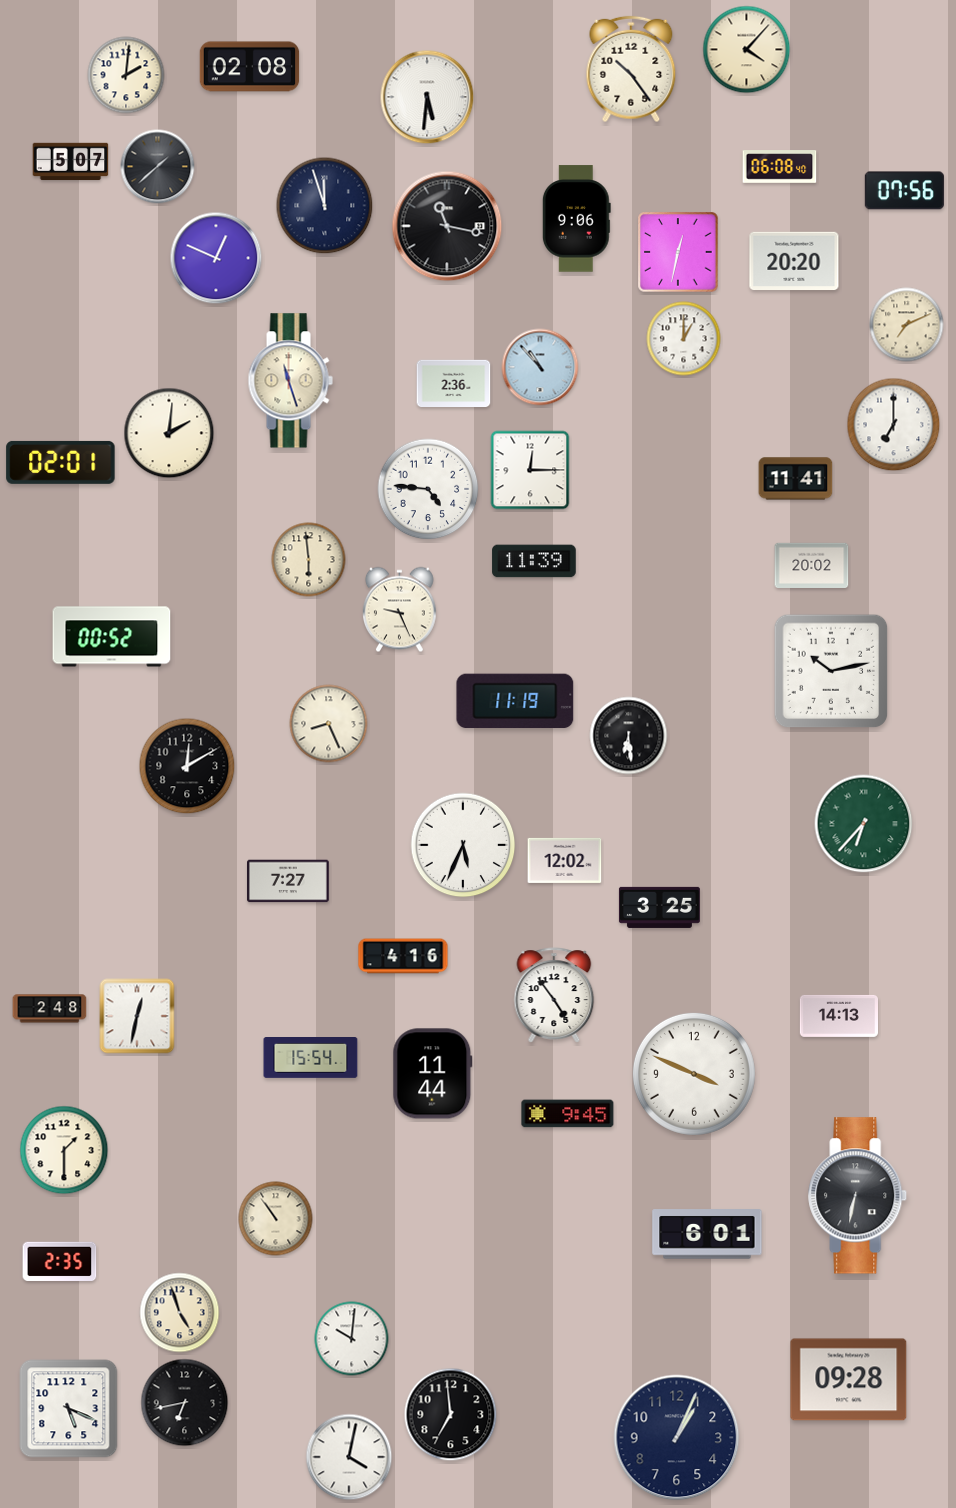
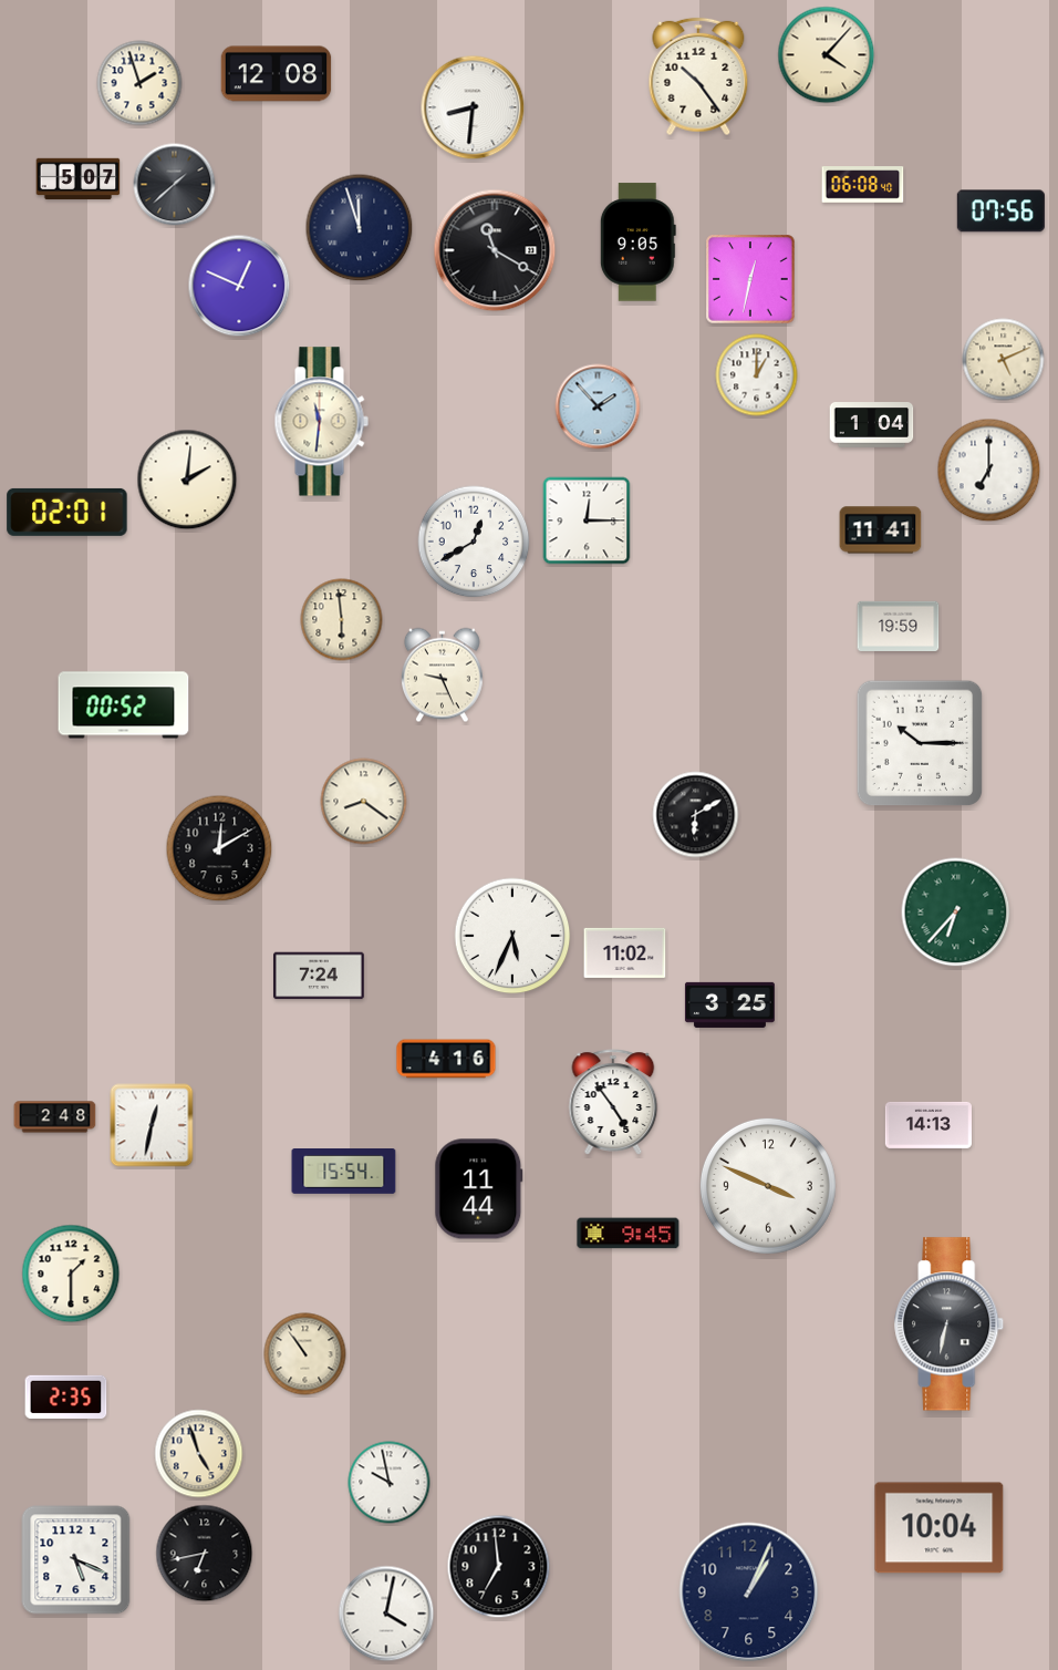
clock at (250, 67): 02:08 -> 12:08
clock at (126, 75): 2:01 -> 1:57
clock at (427, 97): 5:31 -> 8:31
clock at (576, 219): 9:06 -> 9:05
clock at (447, 226): 11:17 -> 11:20
clock at (794, 261): 20:20 -> none
clock at (907, 325): 7:11 -> 5:11
clock at (540, 367): 10:53 -> 1:53
clock at (290, 381): 11:27 -> 11:31
clock at (454, 384): 2:36 -> none
clock at (872, 425): none -> 1:04
clock at (428, 489): 4:46 -> 12:40
clock at (534, 561): 11:39 -> none
clock at (812, 565): 20:02 -> 19:59
clock at (831, 671): 10:13 -> 10:15
clock at (515, 701): 11:19 -> none
clock at (329, 724): 8:26 -> 8:21
clock at (629, 736): 6:29 -> 6:10
clock at (187, 766) position: (187, 766) -> (219, 848)
clock at (565, 860): 12:02 -> 11:02
clock at (289, 881): 7:27 -> 7:24
clock at (694, 1074) position: (694, 1074) -> (768, 1186)
clock at (276, 1219) position: (276, 1219) -> (305, 1354)
clock at (707, 1234): 6:01 -> none
clock at (352, 1339): 10:01 -> 9:58
clock at (849, 1380): 09:28 -> 10:04
